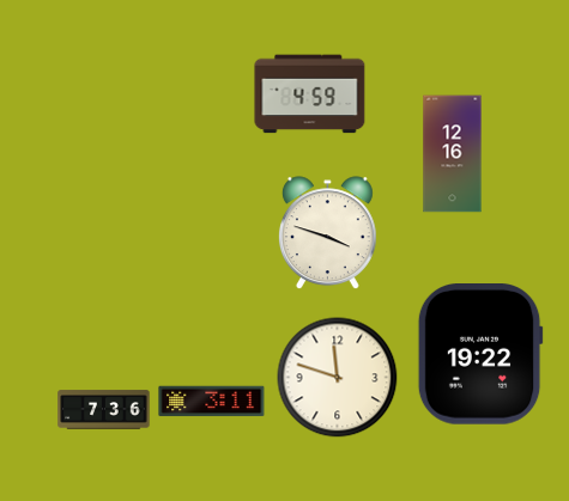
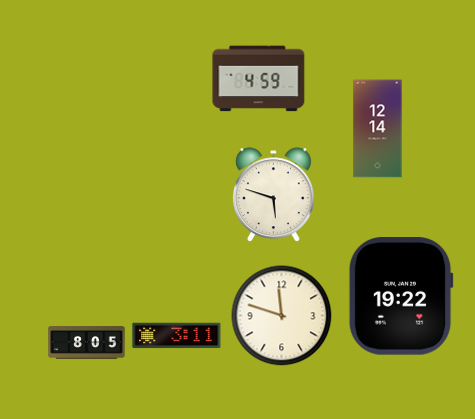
clock at (453, 154): 12:16 -> 12:14
clock at (327, 233): 3:48 -> 5:48
clock at (104, 410): 7:36 -> 8:05
